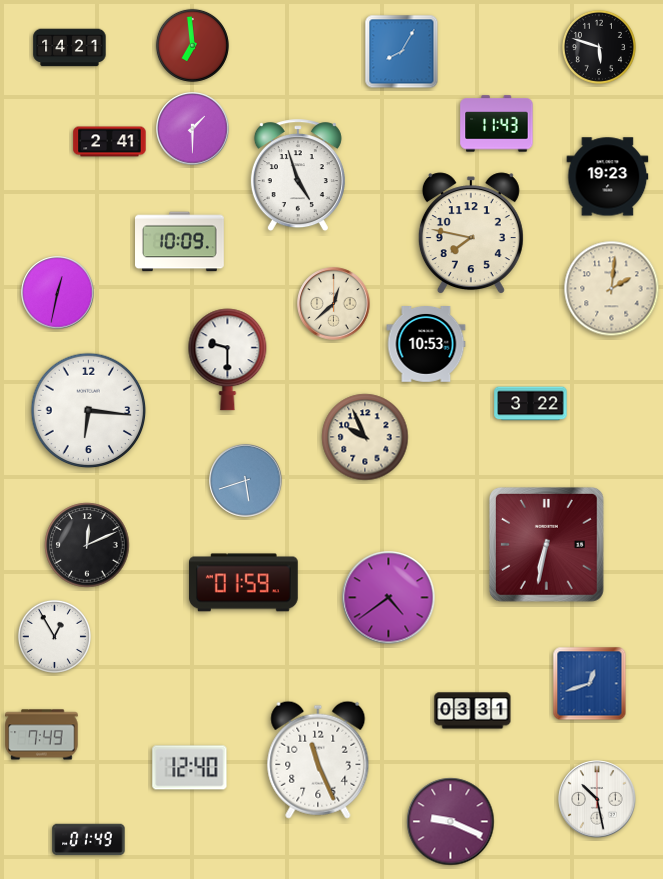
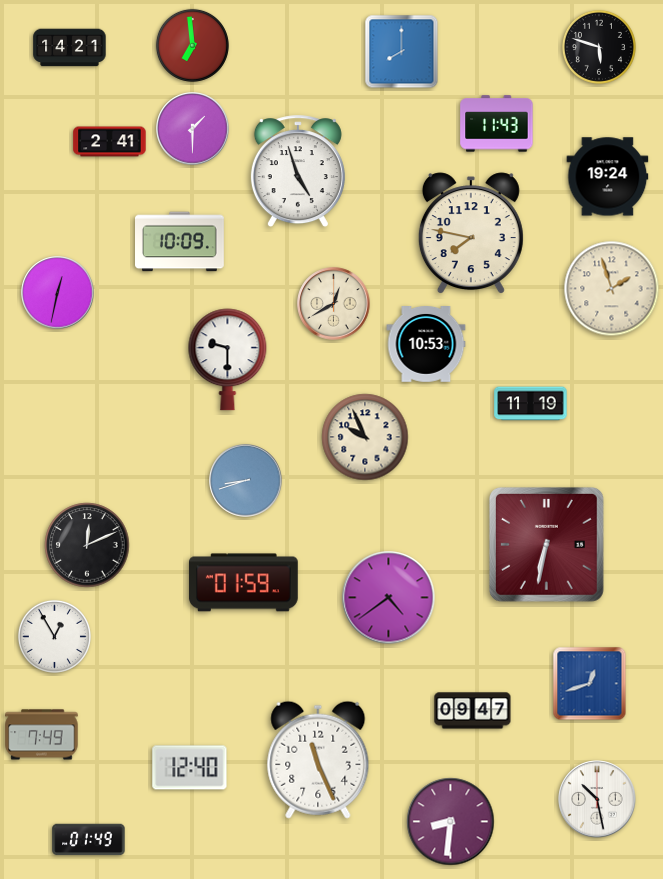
clock at (402, 52): 8:05 -> 8:00
clock at (298, 176) position: (298, 176) -> (298, 172)
clock at (608, 177): 19:23 -> 19:24
clock at (612, 289): 2:01 -> 1:57
clock at (334, 304): 12:38 -> 12:40
clock at (531, 404): 3:22 -> 11:19
clock at (89, 411): 6:16 -> none
clock at (246, 481): 5:42 -> 8:42
clock at (473, 711): 03:31 -> 09:47
clock at (451, 822): 9:19 -> 8:31
